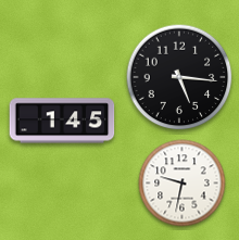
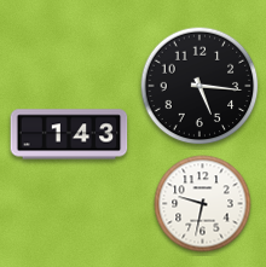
clock at (62, 121): 1:45 -> 1:43
